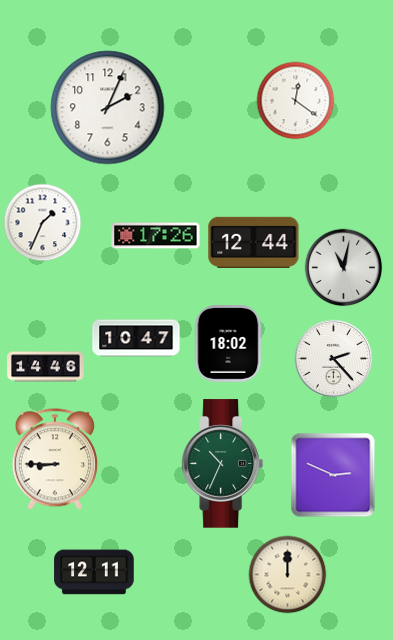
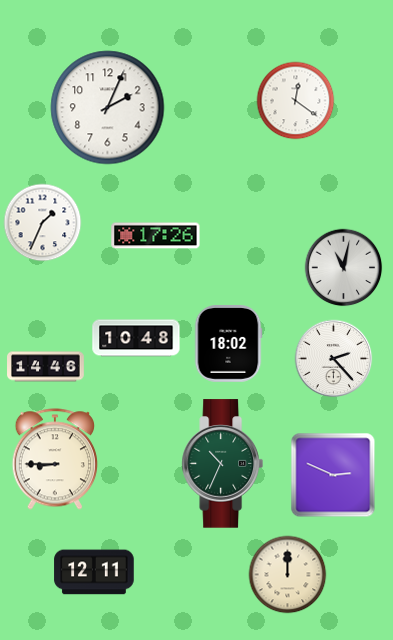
clock at (254, 242): 12:44 -> none
clock at (136, 338): 10:47 -> 10:48
